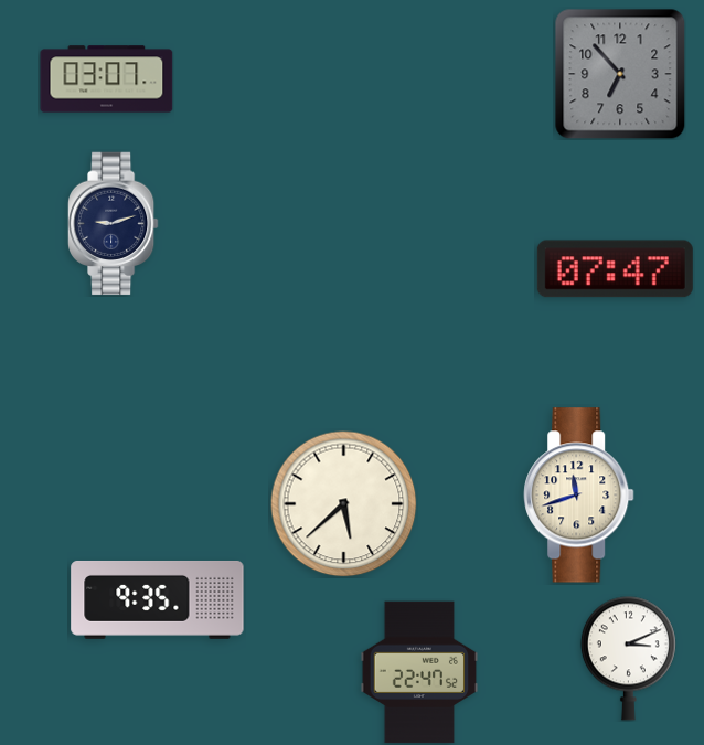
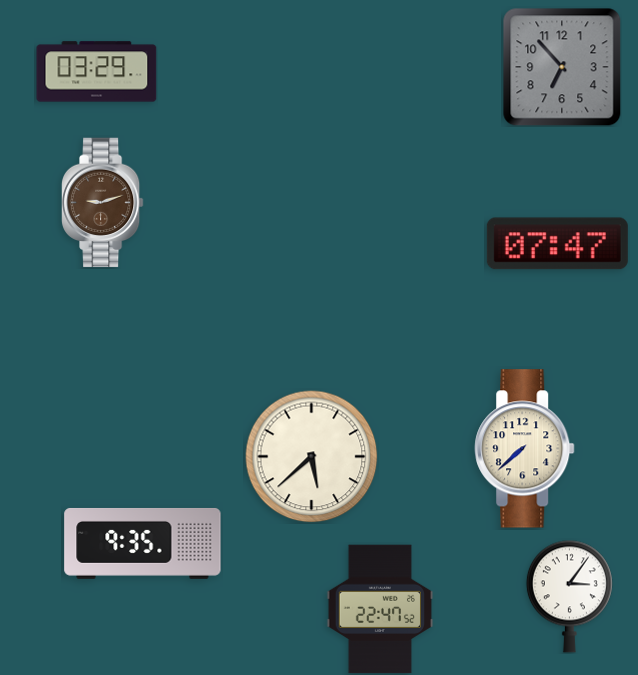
clock at (107, 79): 03:07 -> 03:29
clock at (113, 224) dial: navy -> brown
clock at (579, 496): 11:42 -> 7:38
clock at (628, 658): 3:11 -> 3:06
